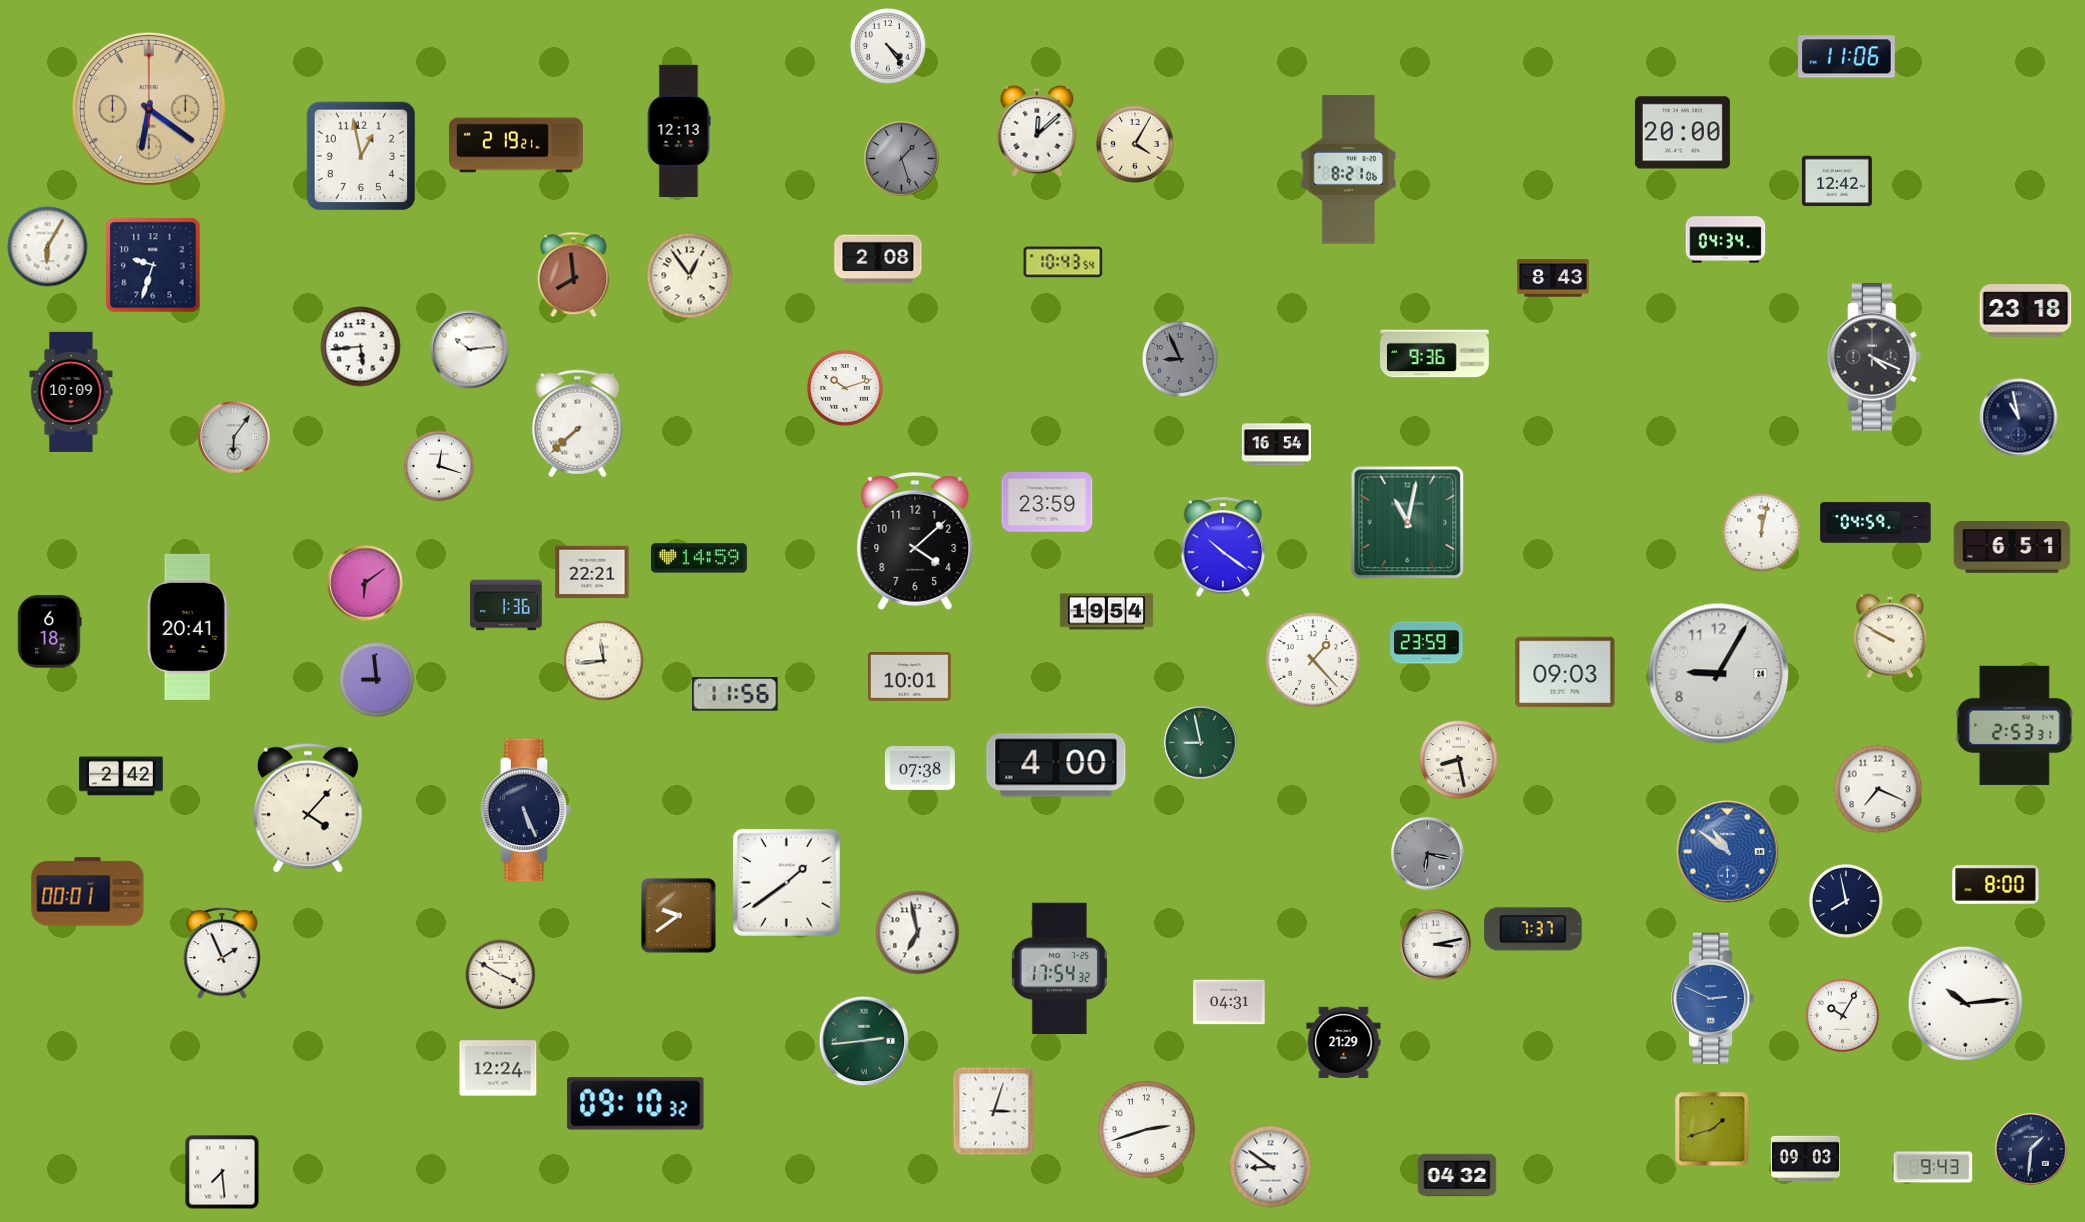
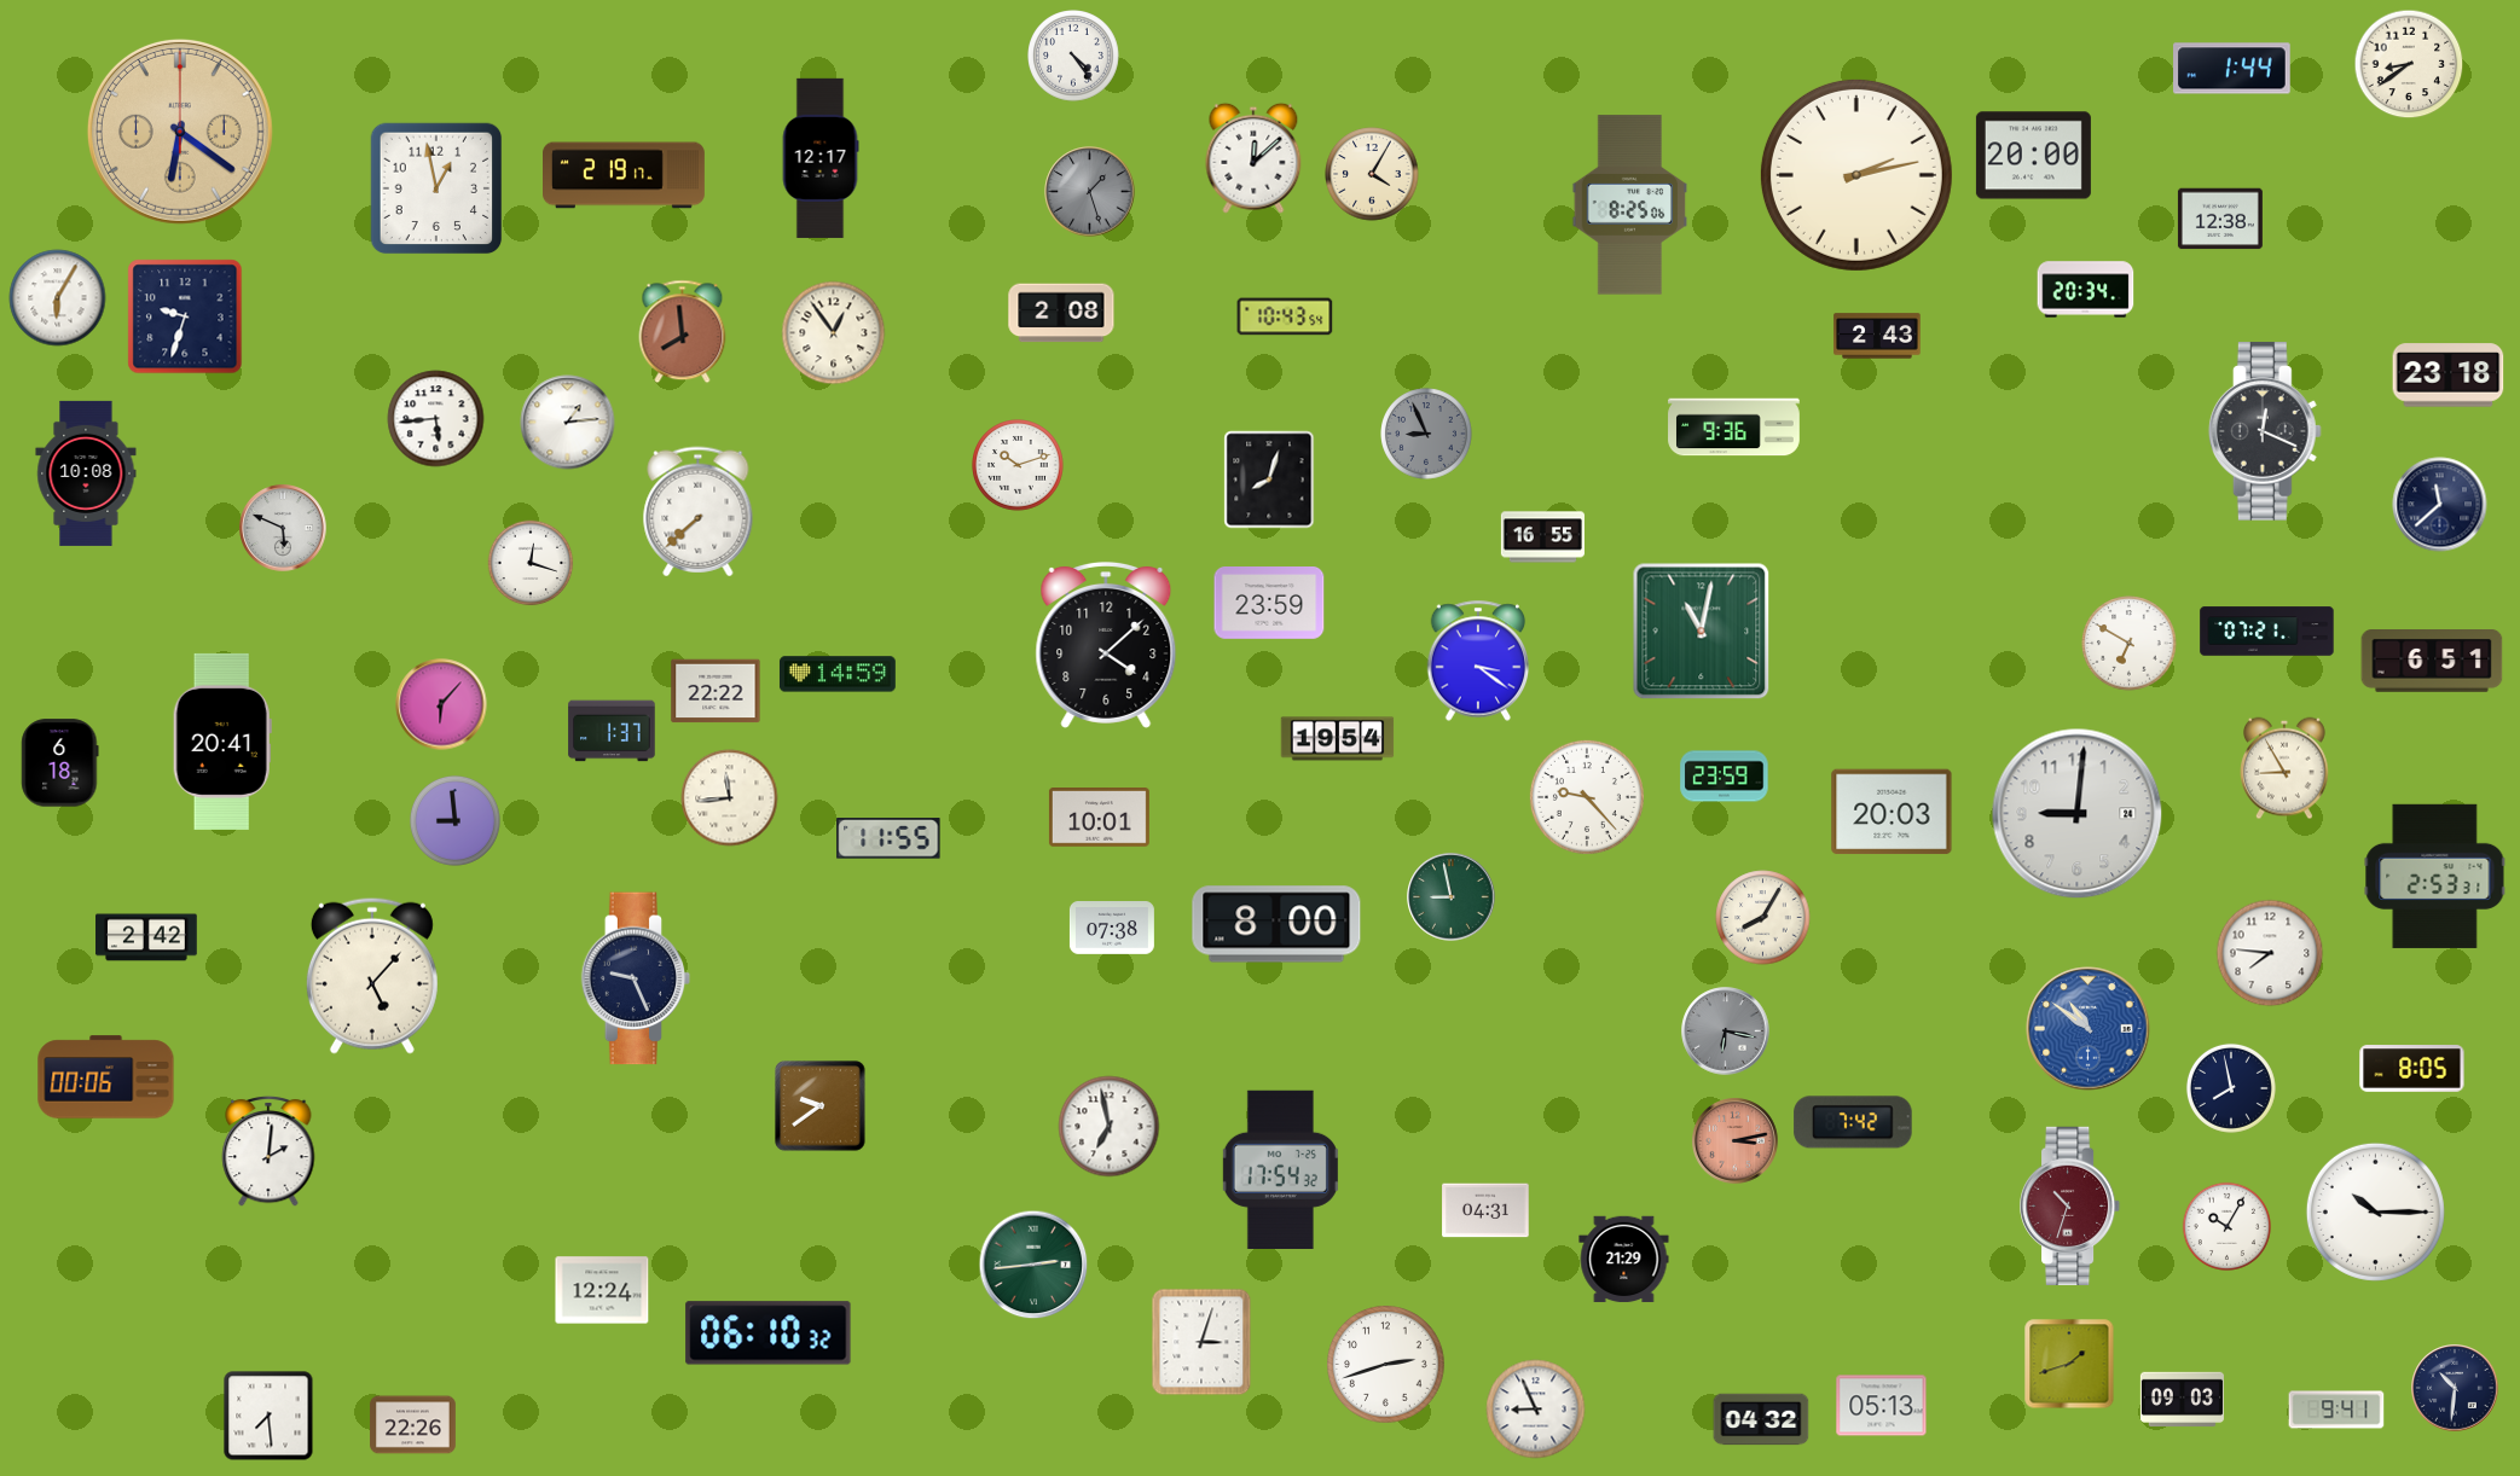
clock at (2409, 64): none -> 8:39
clock at (1847, 57): 11:06 -> 1:44
clock at (679, 131): 12:13 -> 12:17
clock at (1682, 133) position: (1682, 133) -> (2033, 156)
clock at (517, 145): 2:19:21 -> 2:19:17
clock at (1856, 175): none -> 2:13
clock at (1349, 170): 8:21 -> 8:25
clock at (1837, 181): 12:42 -> 12:38
clock at (1726, 240): 04:34 -> 20:34
clock at (153, 265) position: (153, 265) -> (185, 316)
clock at (574, 275) position: (574, 275) -> (683, 332)
clock at (1553, 278): 8:43 -> 2:43
clock at (470, 350): 10:14 -> 1:14
clock at (1874, 357): 4:19 -> 12:19
clock at (845, 388) position: (845, 388) -> (1018, 465)
clock at (71, 392): 10:09 -> 10:08
clock at (1269, 480): none -> 8:03
clock at (2019, 418): 10:58 -> 11:38
clock at (234, 437): 6:06 -> 5:49
clock at (1276, 445): 16:54 -> 16:55
clock at (1047, 503) position: (1047, 503) -> (1269, 604)
clock at (1876, 523): 04:59 -> 07:21
clock at (1762, 533): 12:02 -> 6:50
clock at (915, 541) position: (915, 541) -> (1106, 645)
clock at (1223, 547): 10:21 -> 3:21
clock at (699, 558) position: (699, 558) -> (838, 674)
clock at (592, 572): 22:21 -> 22:22
clock at (365, 583): 6:09 -> 6:07
clock at (506, 605): 1:36 -> 1:37
clock at (188, 627) position: (188, 627) -> (222, 742)
clock at (1891, 636): 9:50 -> 8:55
clock at (1313, 660): 1:23 -> 9:23
clock at (1565, 672): 09:03 -> 20:03
clock at (1719, 674): 9:05 -> 9:01
clock at (735, 694): 11:56 -> 11:55
clock at (1459, 760): 8:28 -> 8:05
clock at (1056, 765): 4:00 -> 8:00
clock at (1878, 789): 7:19 -> 7:46
clock at (308, 808): 4:07 -> 5:07
clock at (526, 810): 5:26 -> 9:26
clock at (786, 882): 1:39 -> none
clock at (1996, 885): 8:00 -> 8:05
clock at (88, 892): 00:01 -> 00:06
clock at (1533, 929): 7:37 -> 7:42
clock at (1436, 945) dial: white -> salmon
clock at (222, 953): 1:56 -> 2:01
clock at (501, 975): 3:50 -> none
clock at (1714, 998): 2:49 -> 10:33
clock at (1714, 998) dial: blue -> burgundy
clock at (1965, 1003): 10:14 -> 10:15
clock at (864, 1041) position: (864, 1041) -> (1033, 1265)
clock at (636, 1104): 09:10 -> 06:10
clock at (2031, 1149): 1:31 -> 10:31
clock at (1882, 1406): none -> 05:13
clock at (1271, 1167): 8:51 -> 8:56
clock at (1933, 1167): 9:43 -> 9:41
clock at (413, 1425): none -> 22:26
